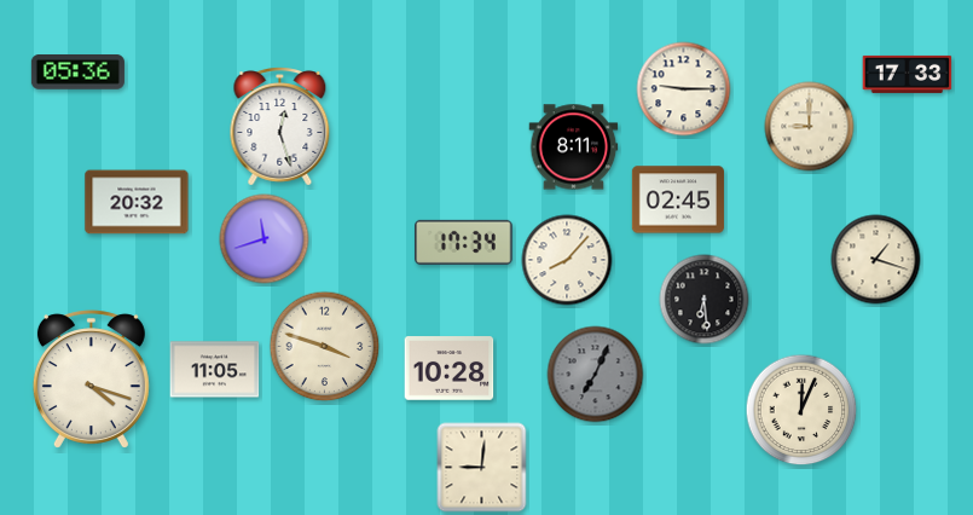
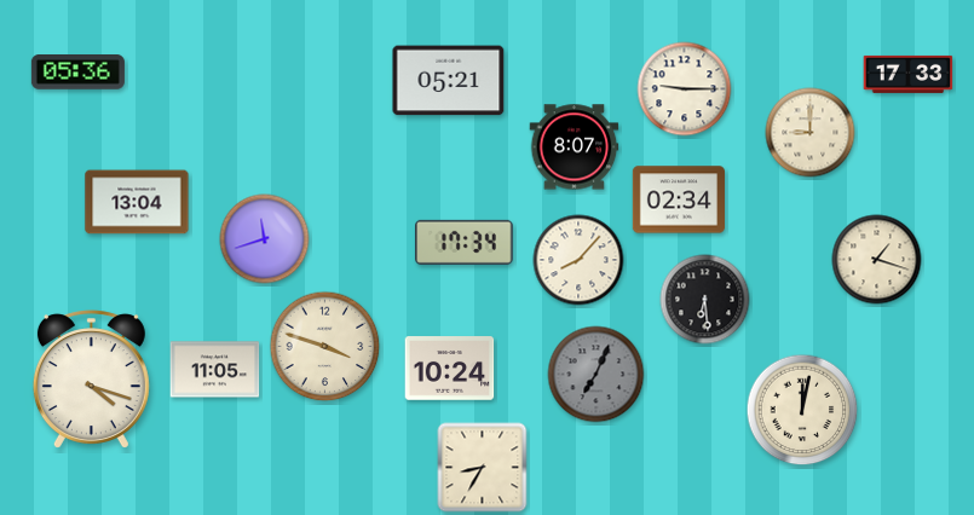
clock at (449, 81): none -> 05:21
clock at (280, 127): 12:27 -> none
clock at (810, 127) position: (810, 127) -> (811, 133)
clock at (574, 147): 8:11 -> 8:07
clock at (678, 199): 02:45 -> 02:34
clock at (137, 202): 20:32 -> 13:04
clock at (567, 260) position: (567, 260) -> (578, 260)
clock at (450, 369): 10:28 -> 10:24
clock at (801, 410): 12:04 -> 12:02
clock at (482, 468): 9:01 -> 8:35
